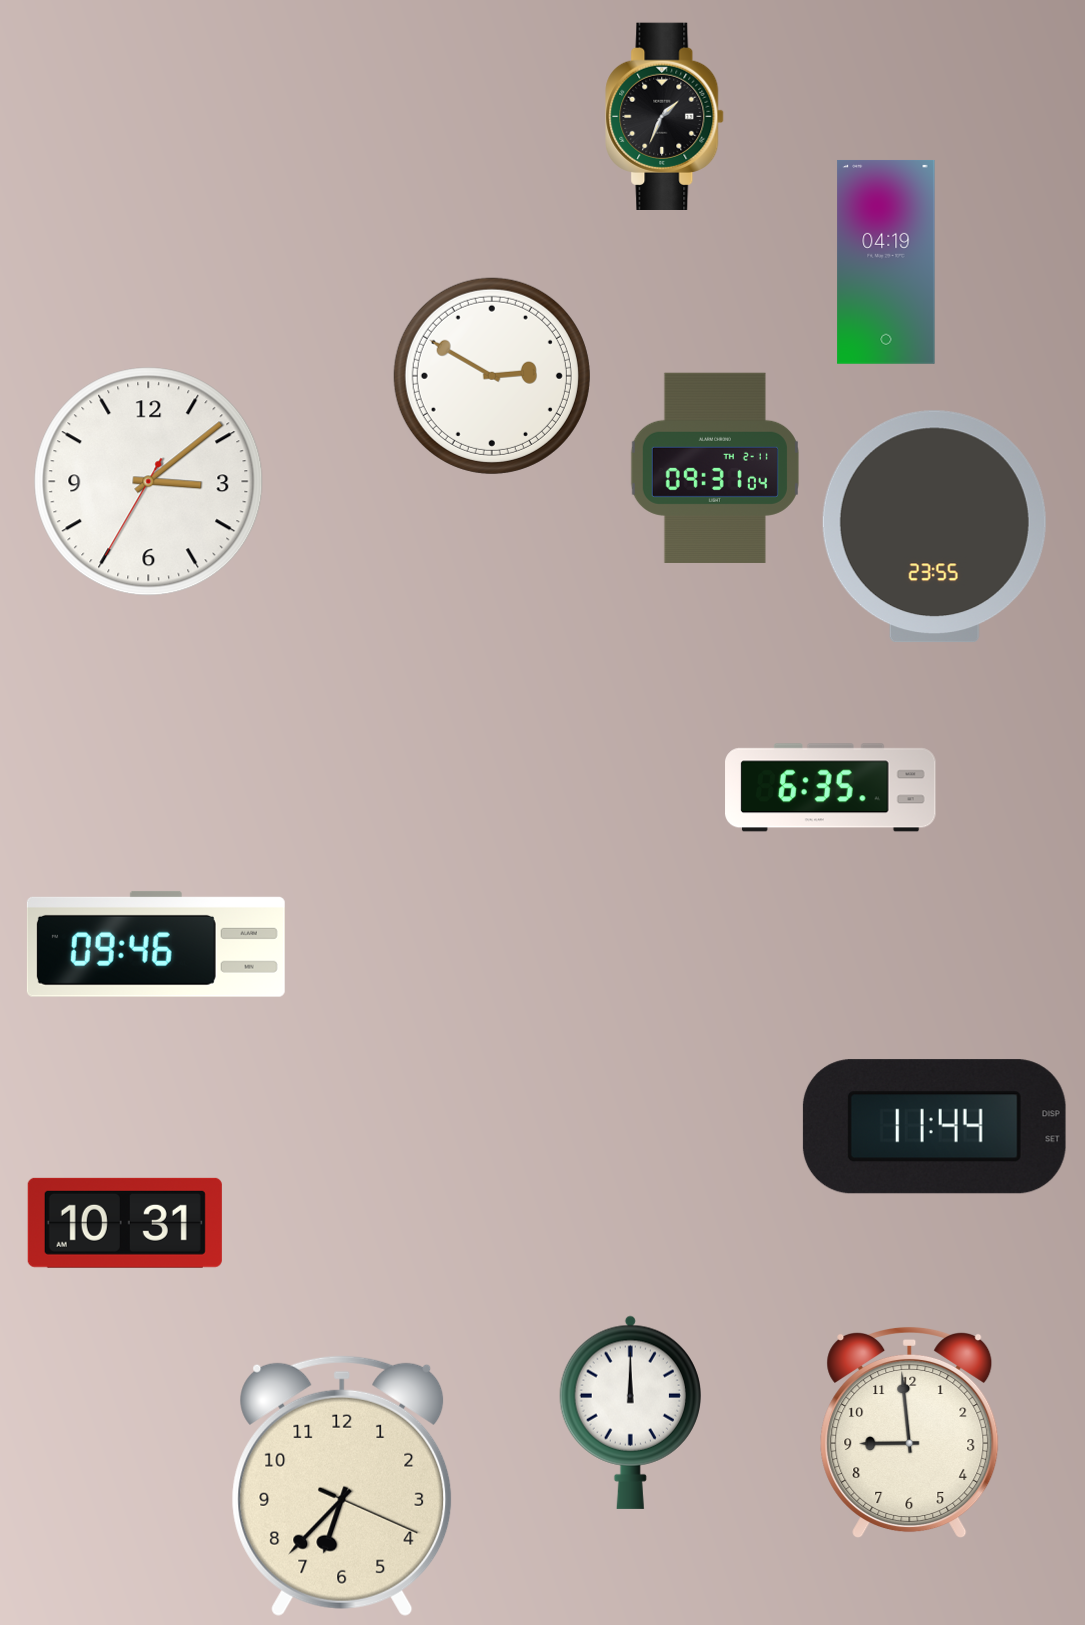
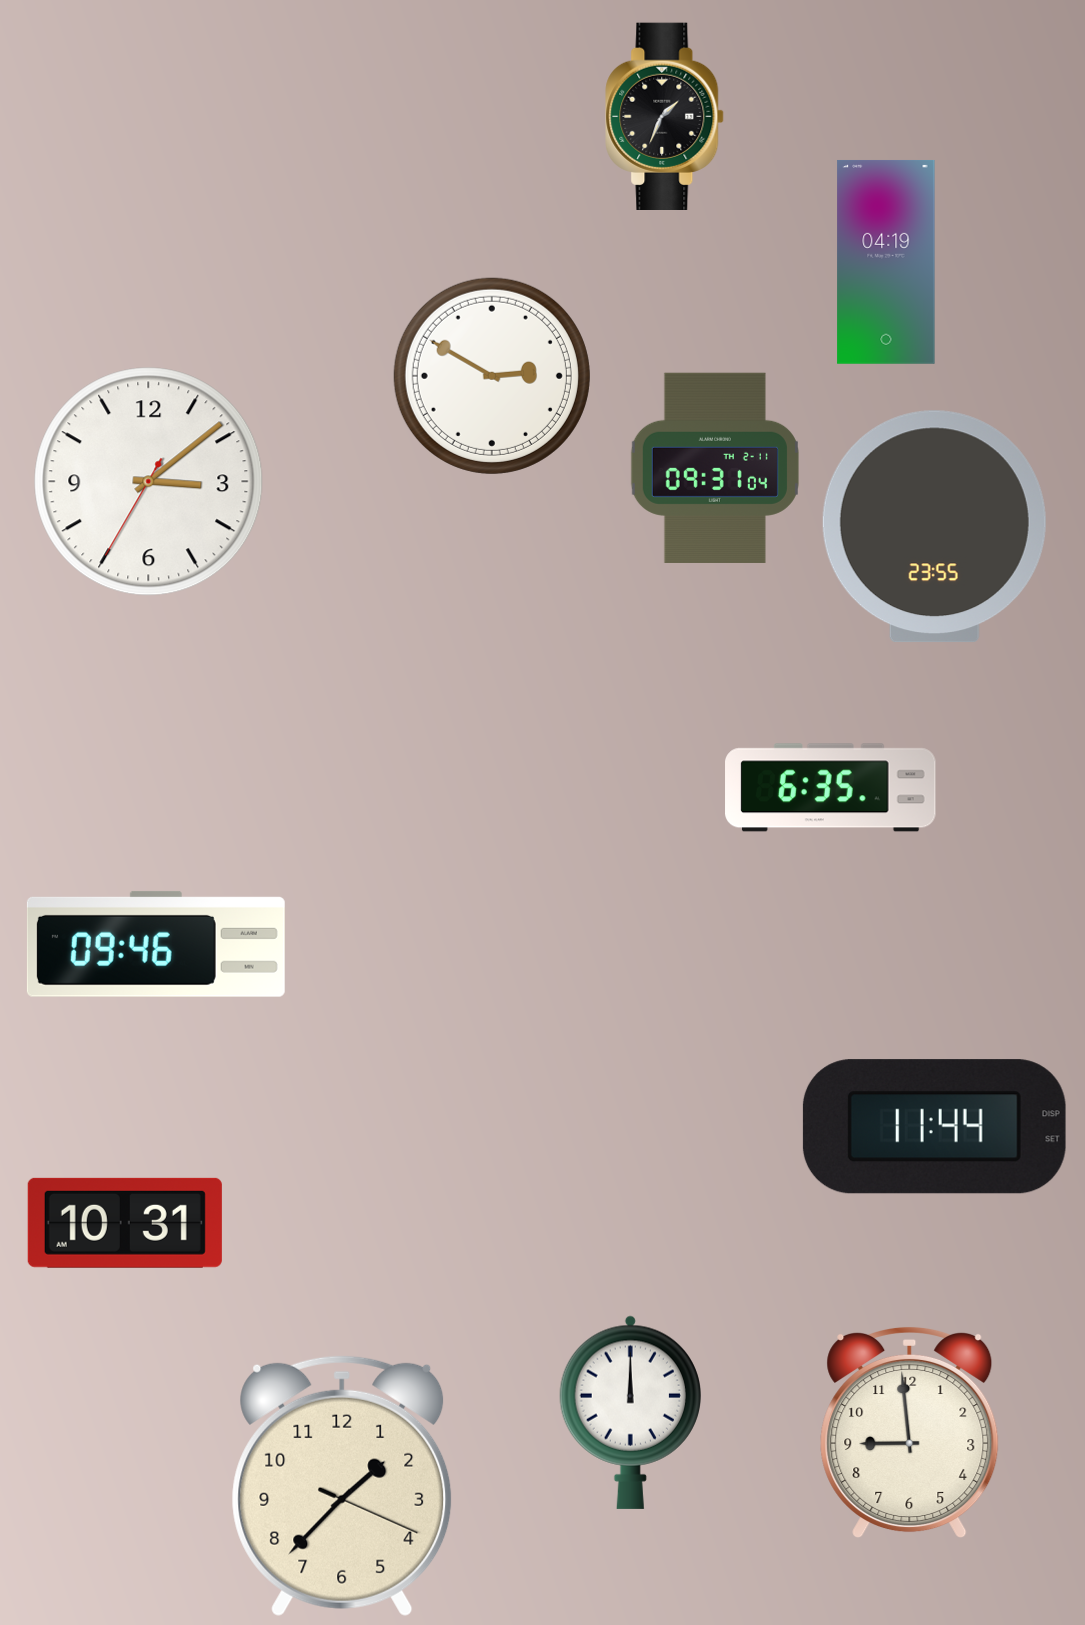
clock at (342, 1486): 6:37 -> 1:37
